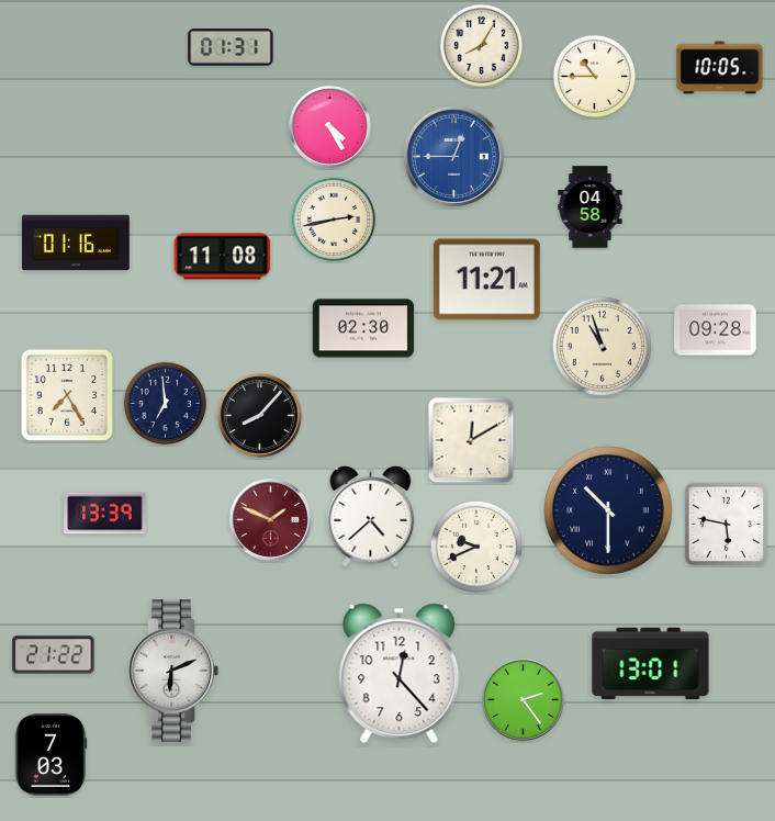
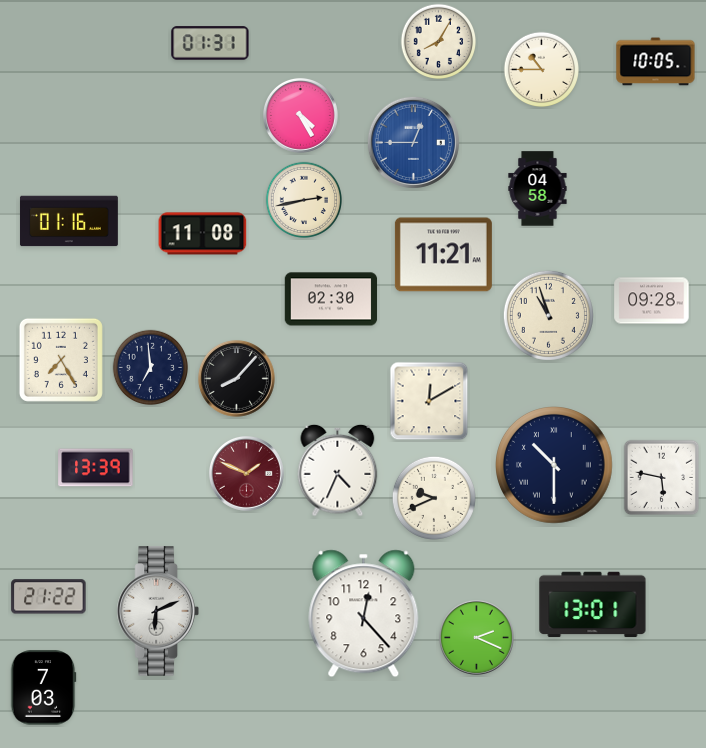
clock at (371, 516): 4:38 -> 4:34
clock at (523, 699): 2:24 -> 2:19
clock at (50, 755) position: (50, 755) -> (43, 688)
